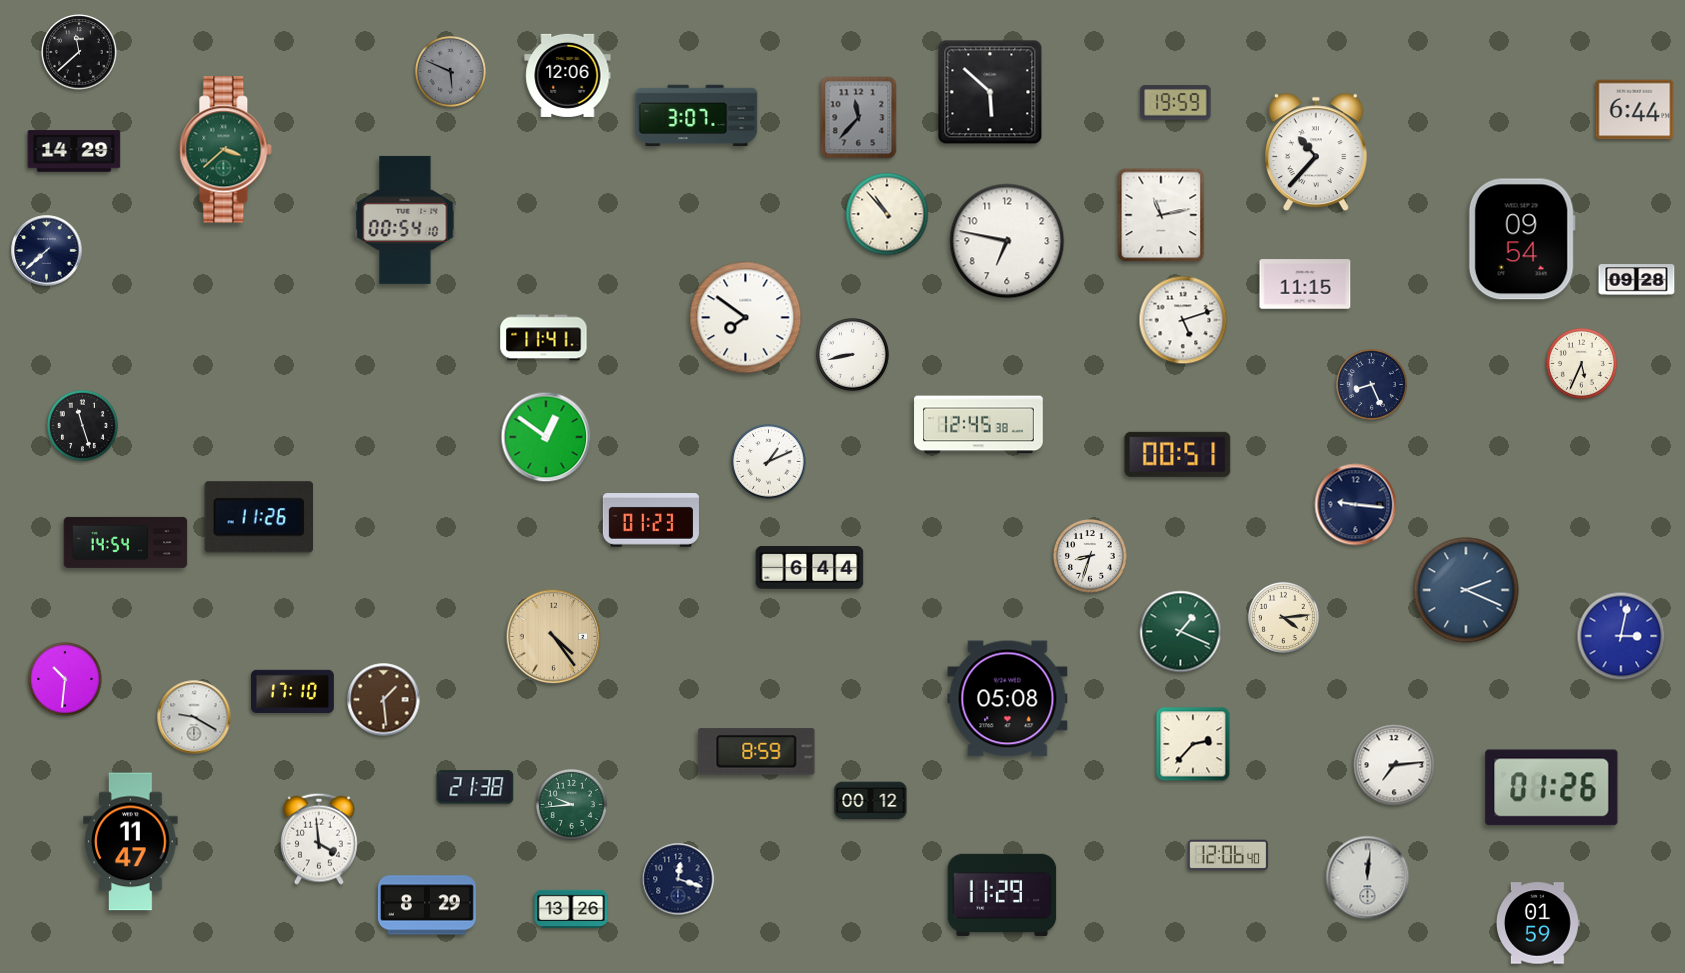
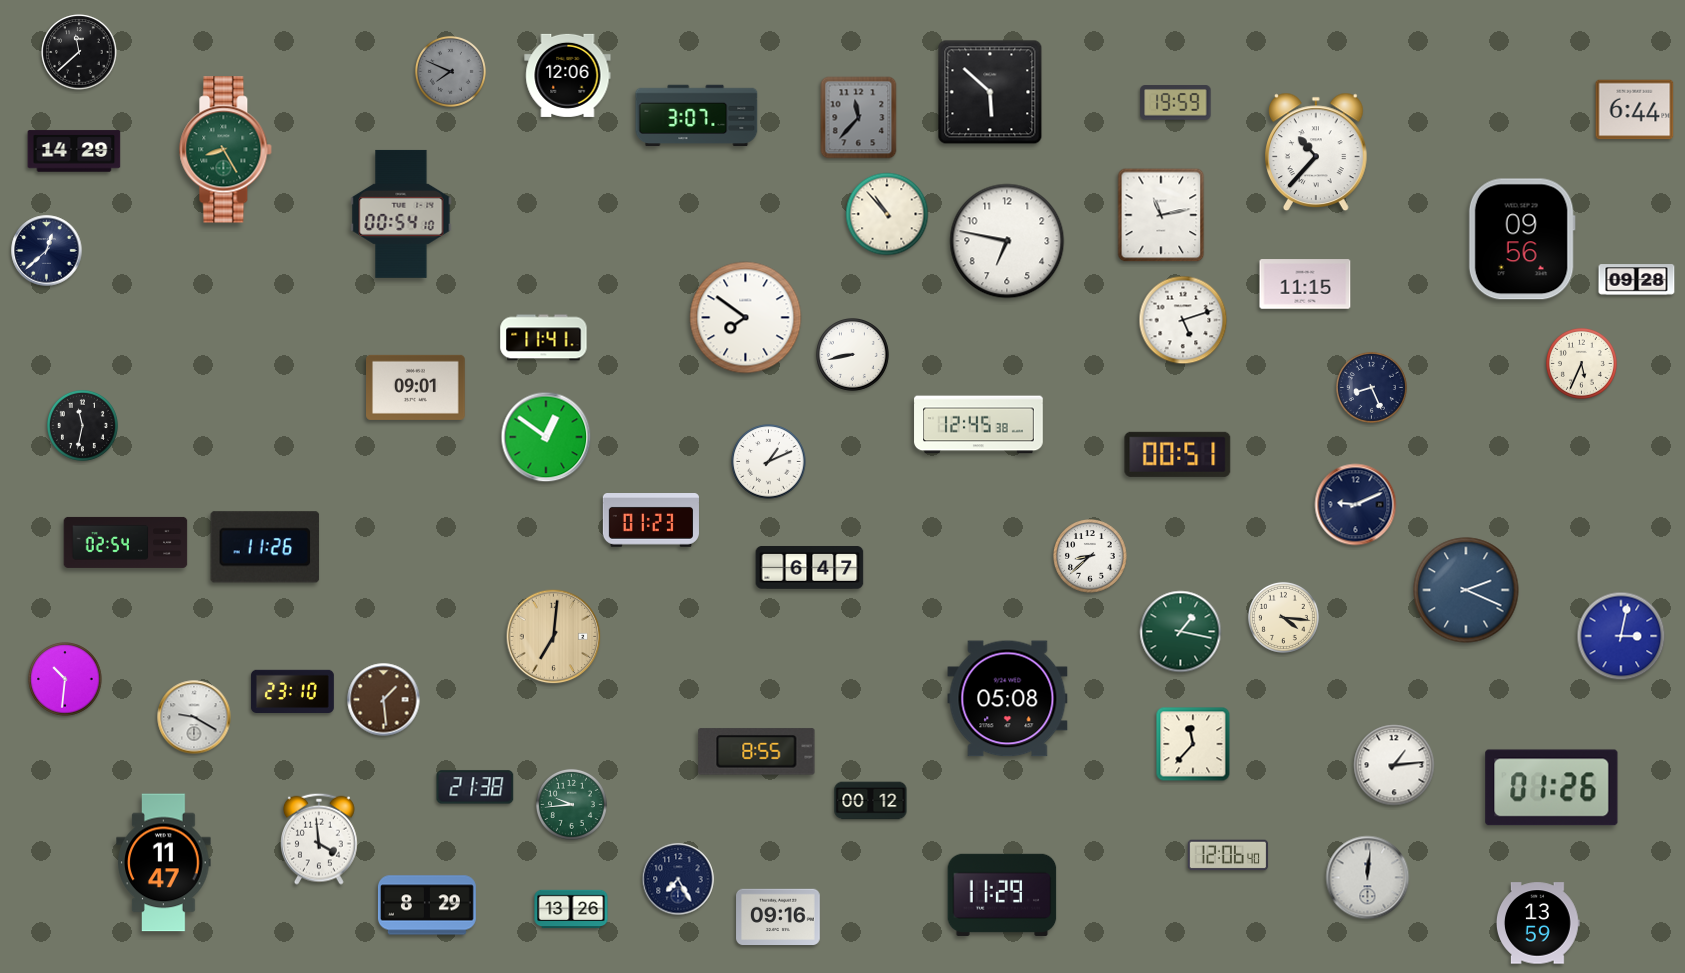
clock at (450, 71): 5:49 -> 7:49
clock at (226, 150): 3:38 -> 8:25
clock at (405, 220) position: (405, 220) -> (401, 214)
clock at (1522, 239): 09:54 -> 09:56
clock at (47, 251): 7:38 -> 12:38
clock at (1371, 384) position: (1371, 384) -> (1371, 387)
clock at (416, 387): none -> 09:01
clock at (82, 425): 11:27 -> 11:32
clock at (1356, 505): 9:16 -> 9:11
clock at (259, 517) position: (259, 517) -> (265, 547)
clock at (126, 542): 14:54 -> 02:54
clock at (1090, 556): 8:33 -> 8:38
clock at (810, 568): 6:44 -> 6:47
clock at (1283, 617): 4:14 -> 4:16
clock at (1181, 632): 1:19 -> 1:17
clock at (554, 637): 4:24 -> 7:01
clock at (292, 691): 17:10 -> 23:10
clock at (1193, 744): 2:37 -> 11:37
clock at (757, 752): 8:59 -> 8:55
clock at (1394, 765): 7:14 -> 1:14
clock at (131, 842) position: (131, 842) -> (164, 863)
clock at (678, 879): 12:18 -> 7:25
clock at (778, 917): none -> 09:16
clock at (1539, 923): 01:59 -> 13:59
